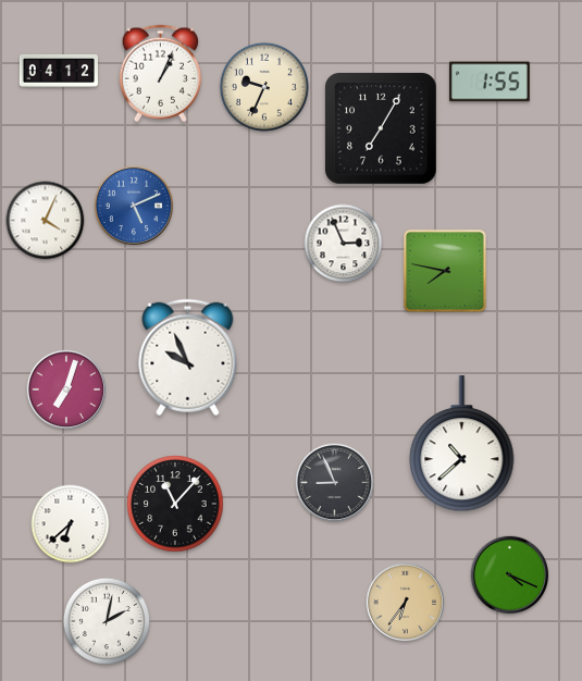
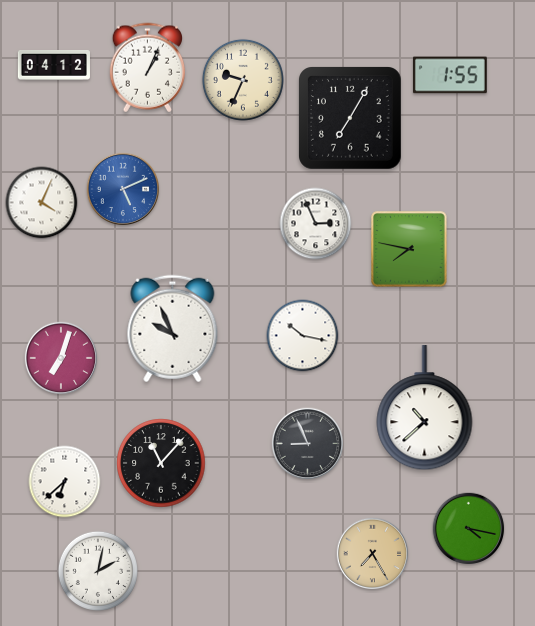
clock at (303, 336): none -> 10:17
clock at (510, 575): 4:19 -> 4:17
clock at (406, 603): 6:36 -> 7:25
